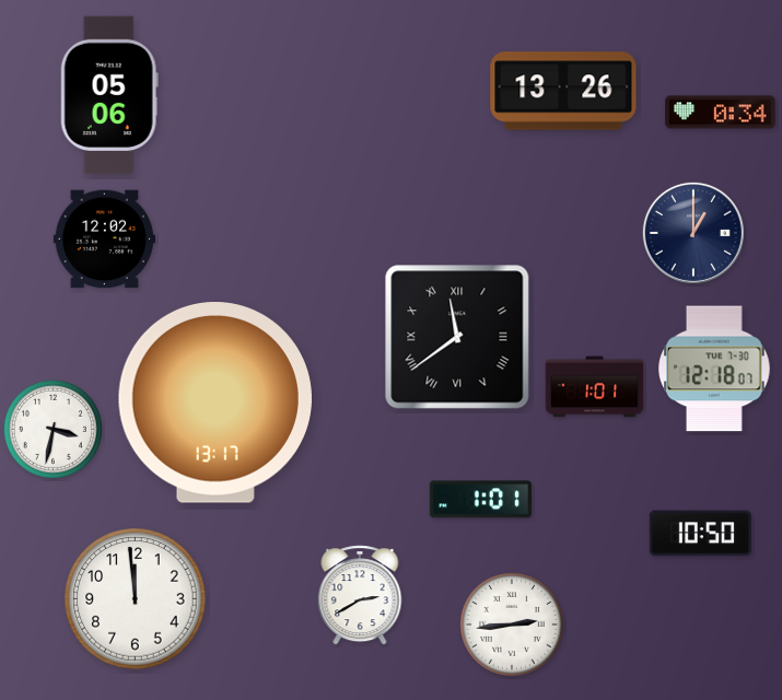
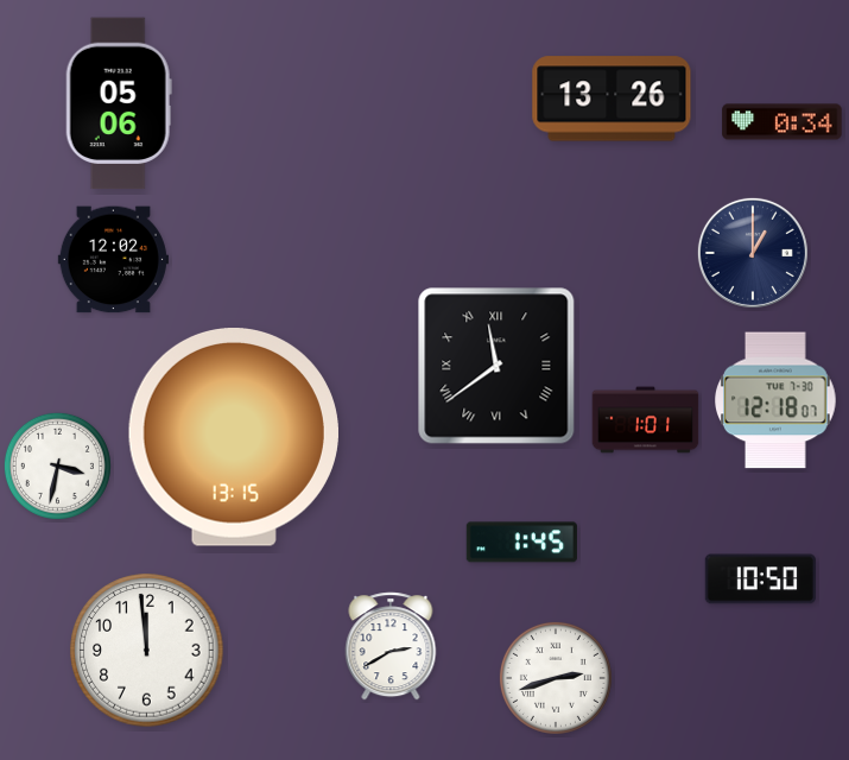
clock at (215, 404): 13:17 -> 13:15
clock at (480, 500): 1:01 -> 1:45
clock at (512, 625): 2:44 -> 2:42
